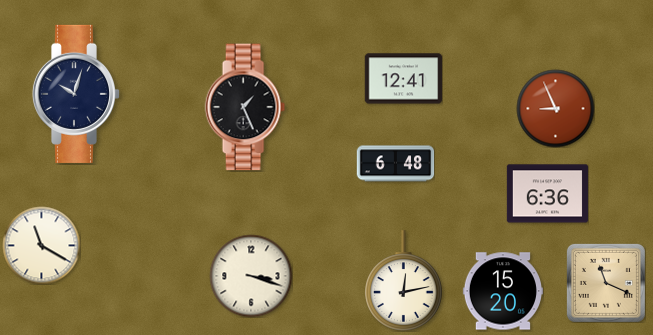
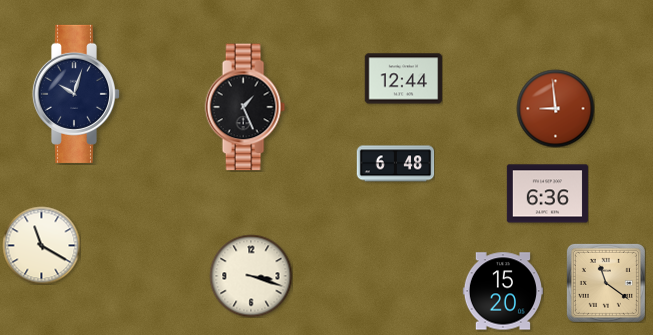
clock at (403, 79): 12:41 -> 12:44
clock at (555, 108): 8:56 -> 8:59
clock at (404, 281): 12:13 -> none
clock at (606, 283): 11:19 -> 11:21
